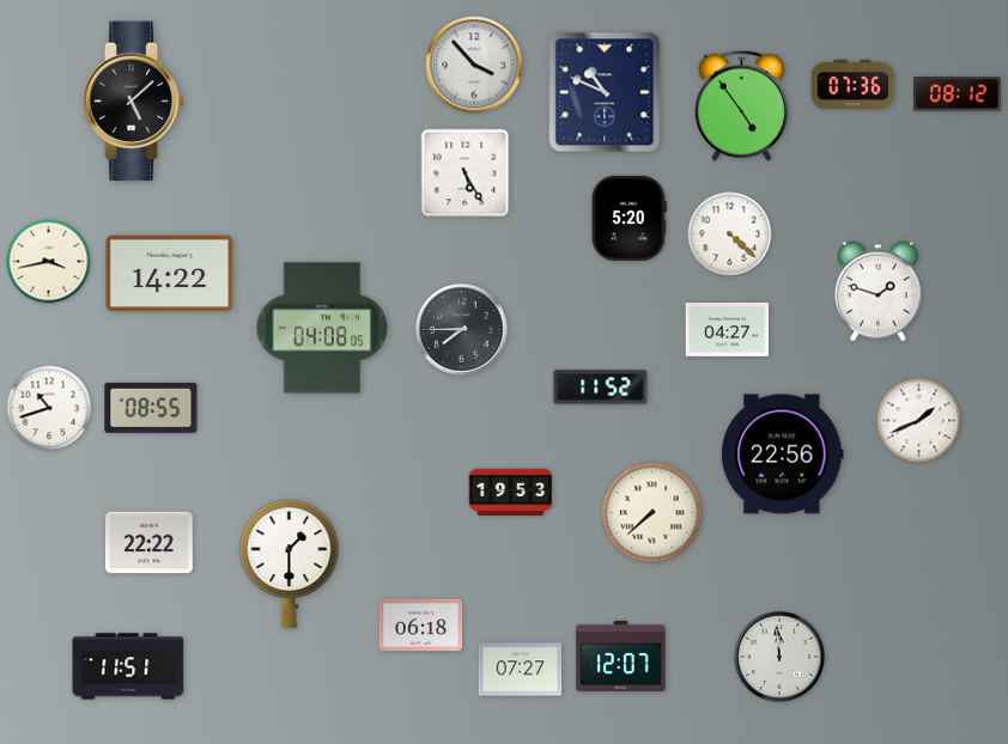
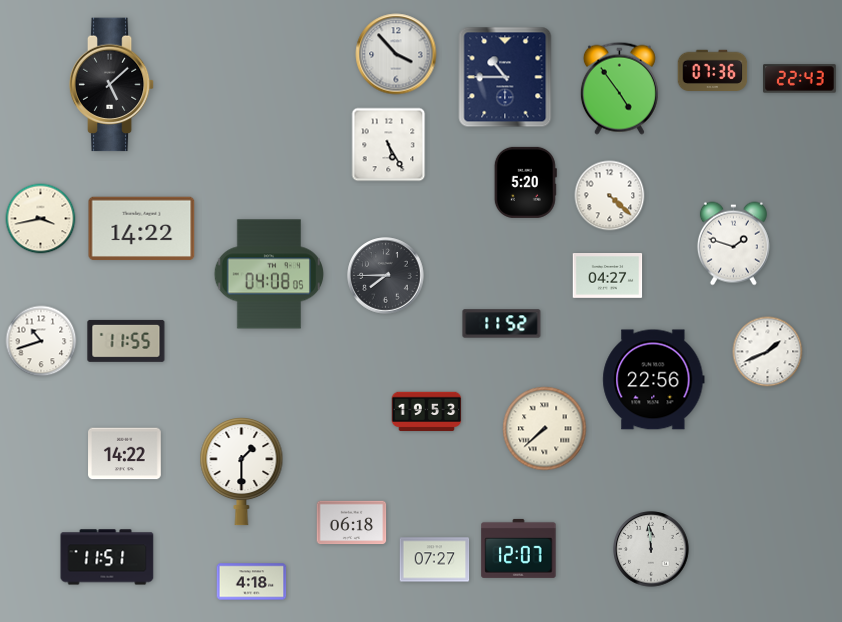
clock at (605, 92): 10:49 -> 10:45
clock at (958, 94): 08:12 -> 22:43
clock at (151, 408): 08:55 -> 11:55
clock at (150, 543): 22:22 -> 14:22
clock at (252, 582): none -> 4:18
